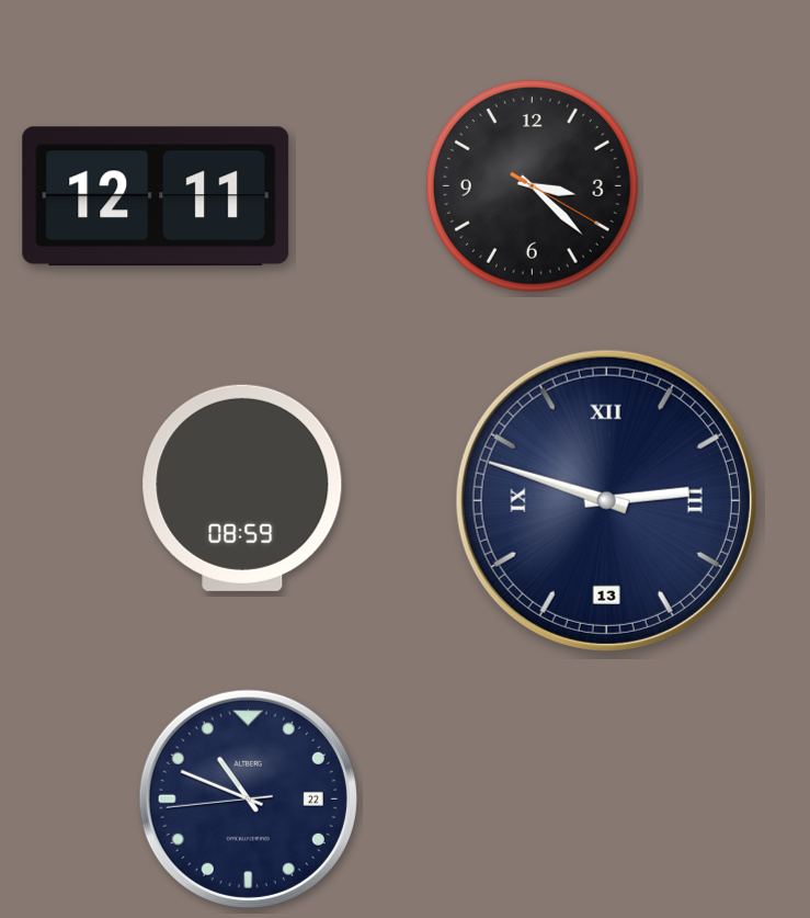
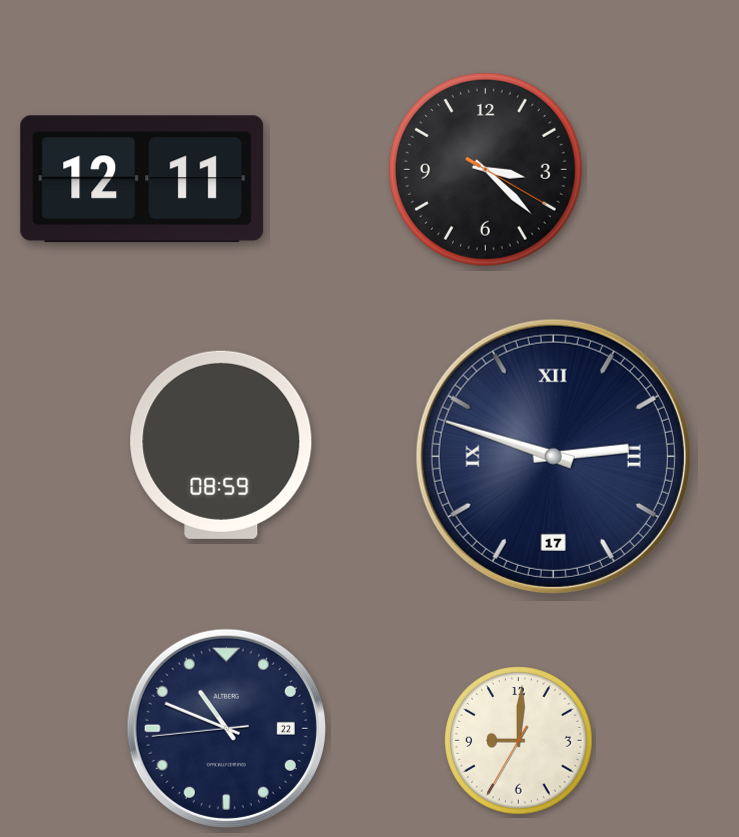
clock at (606, 500) date: 13 -> 17
clock at (519, 741): none -> 9:00
